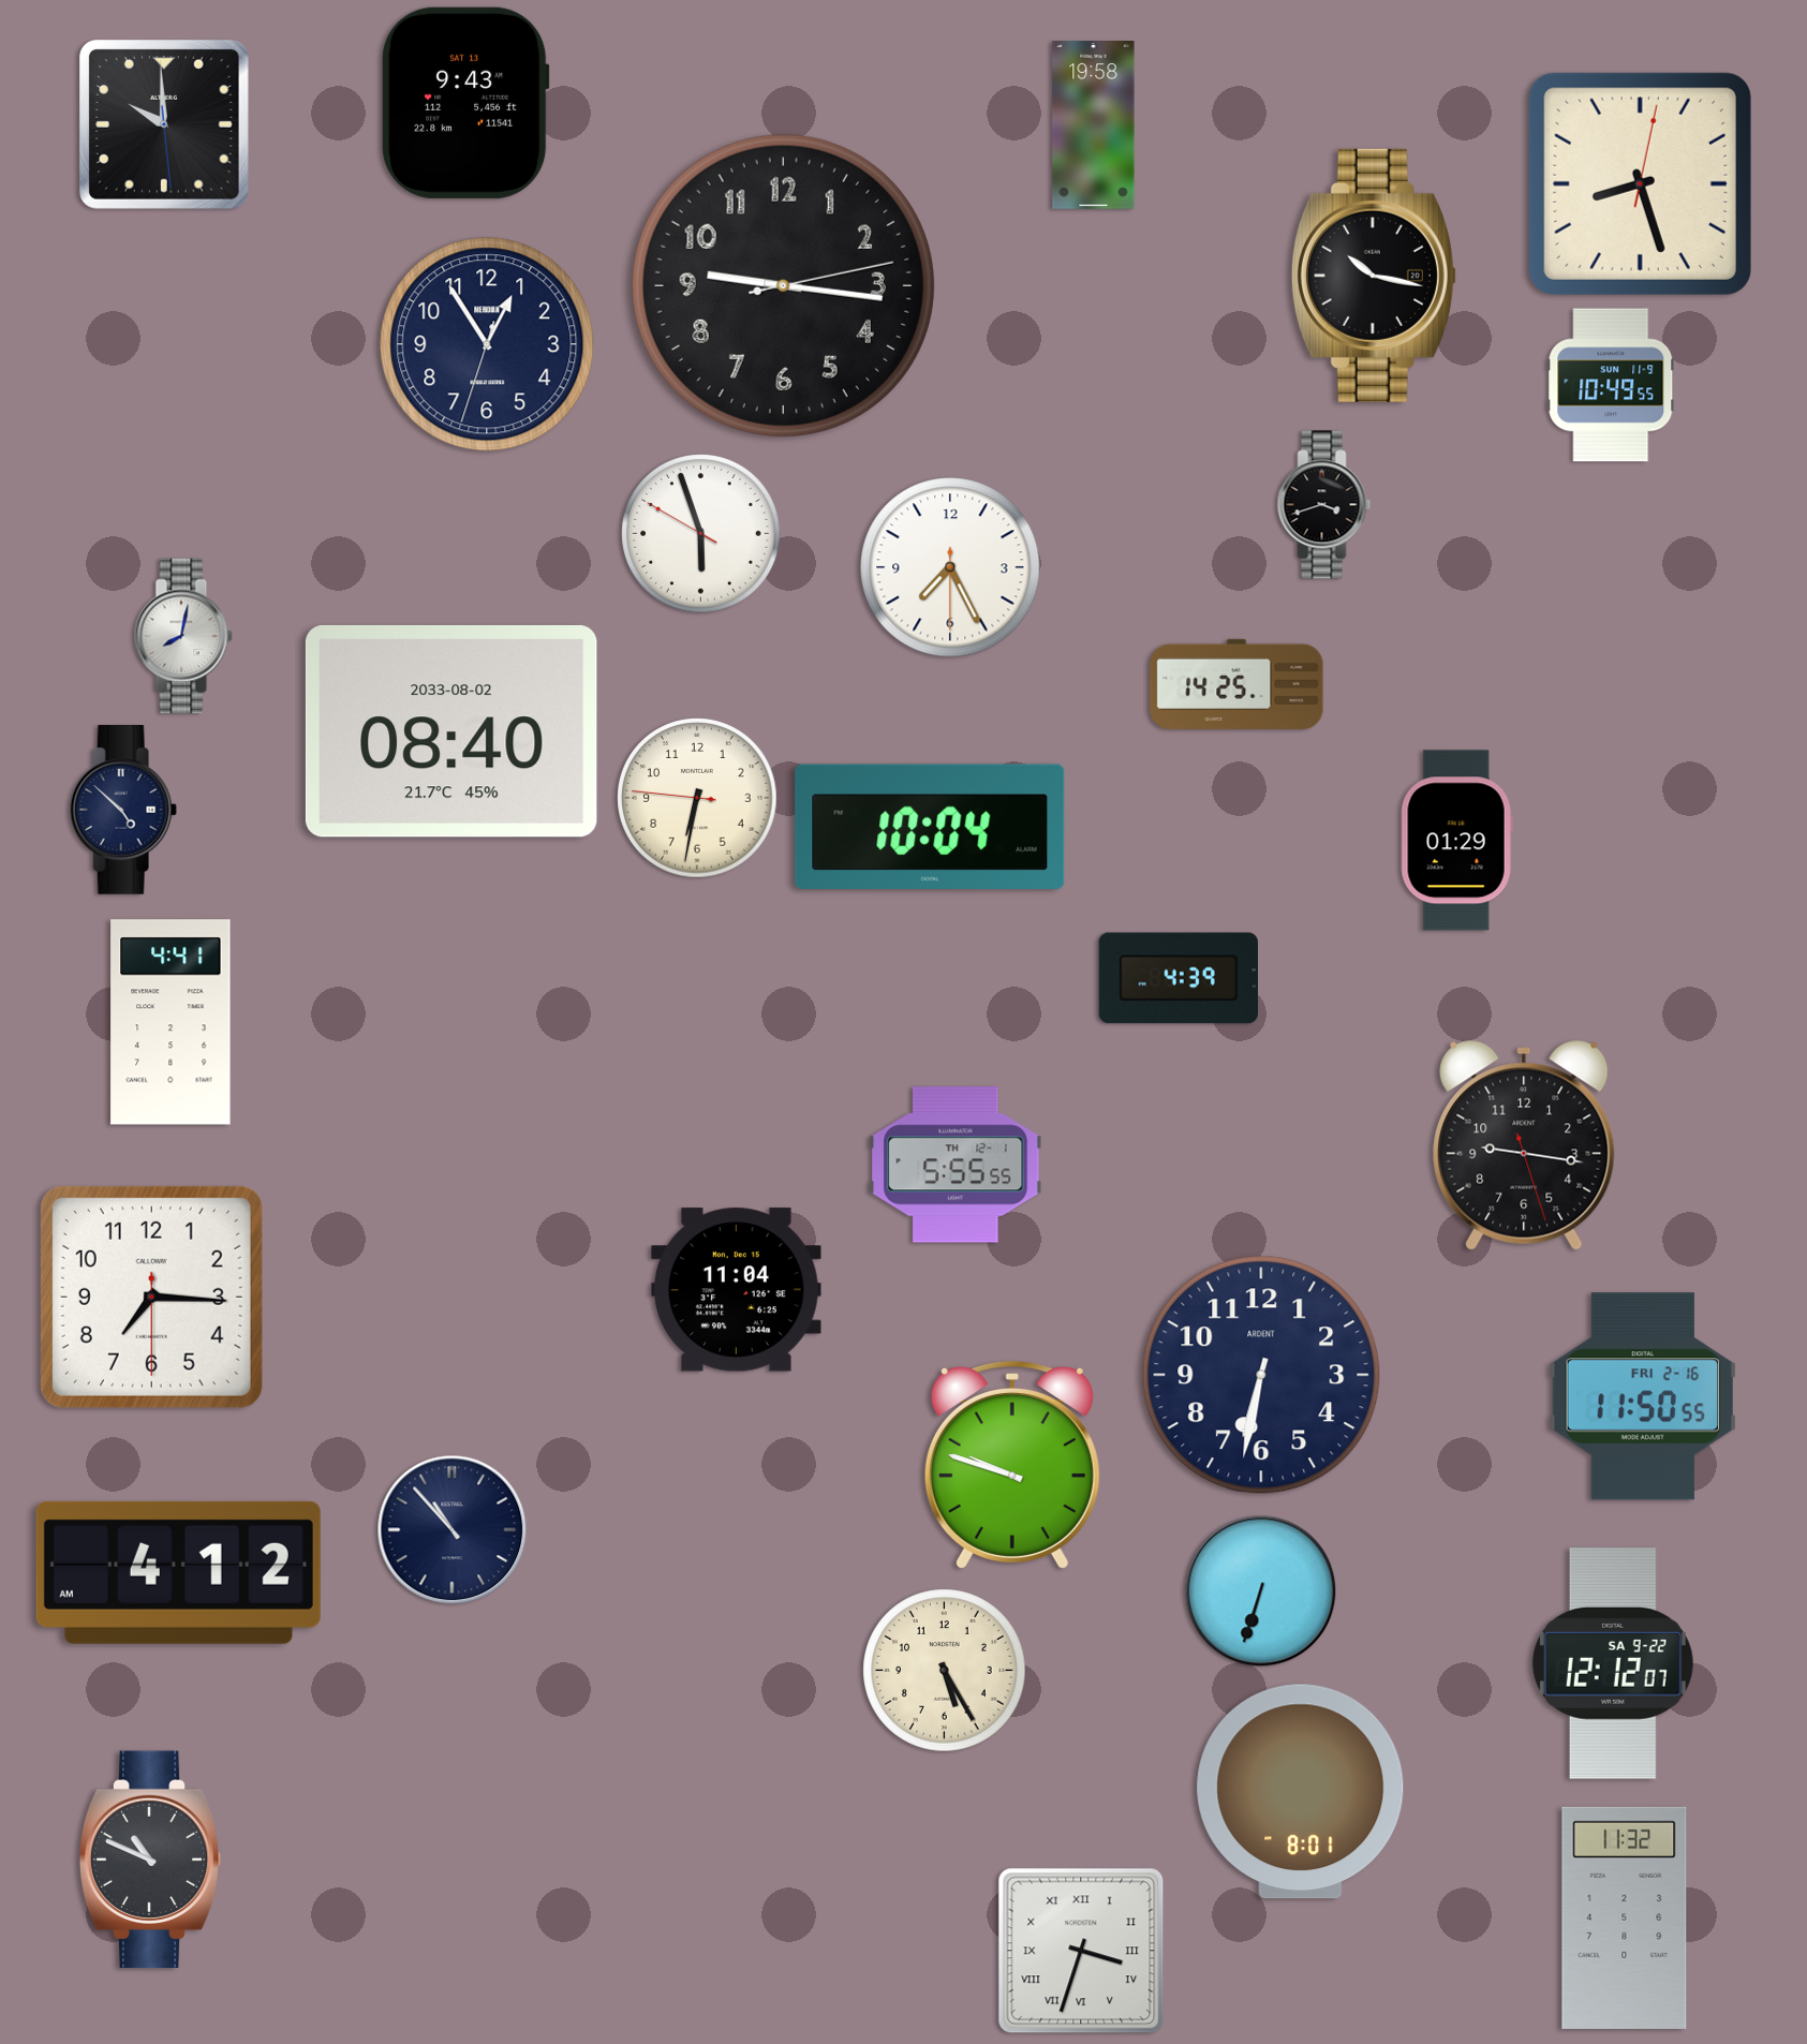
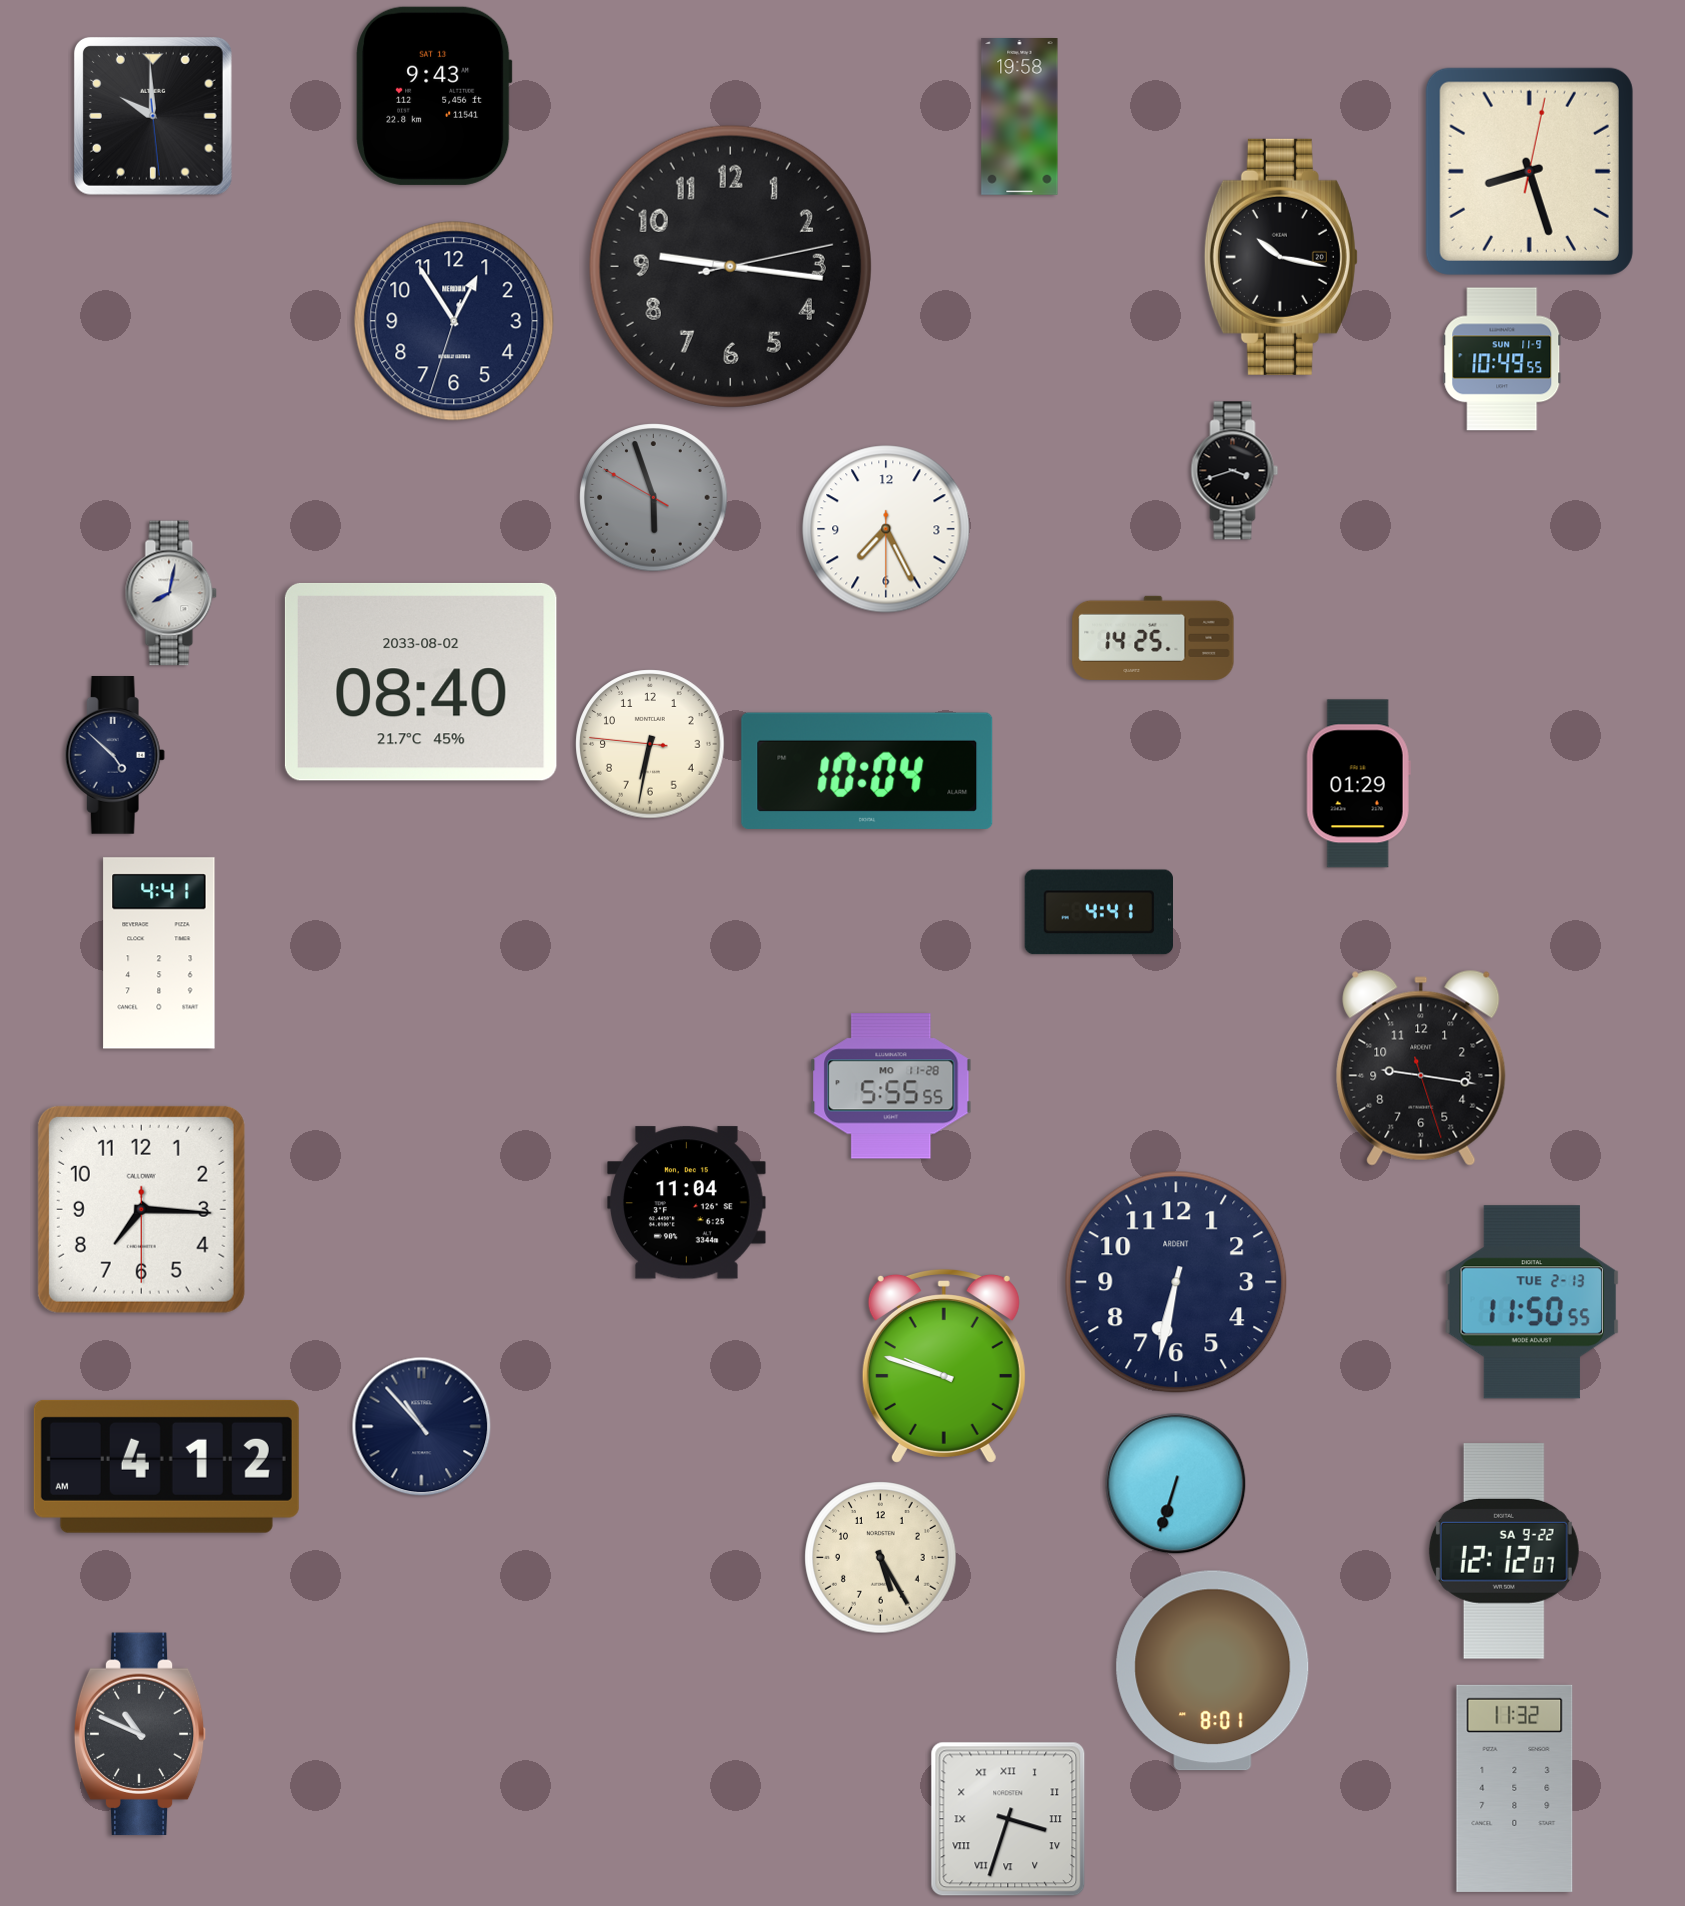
clock at (701, 534) dial: white -> grey
clock at (1177, 978): 4:39 -> 4:41
clock at (956, 1165) date: TH 12-1 -> MO 11-28
clock at (1643, 1396) date: FRI 2-16 -> TUE 2-13
